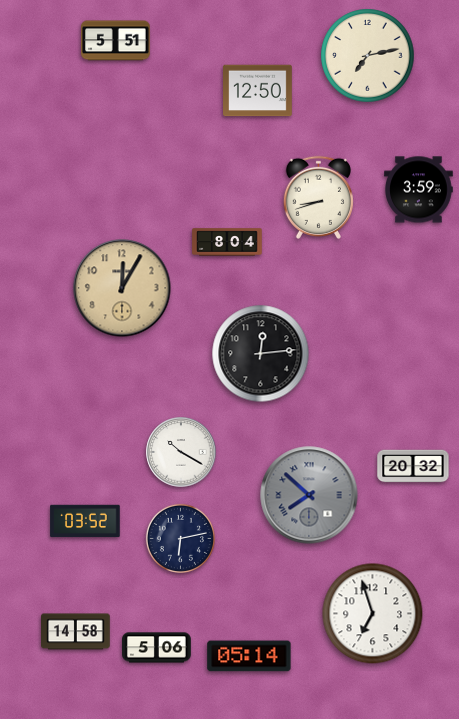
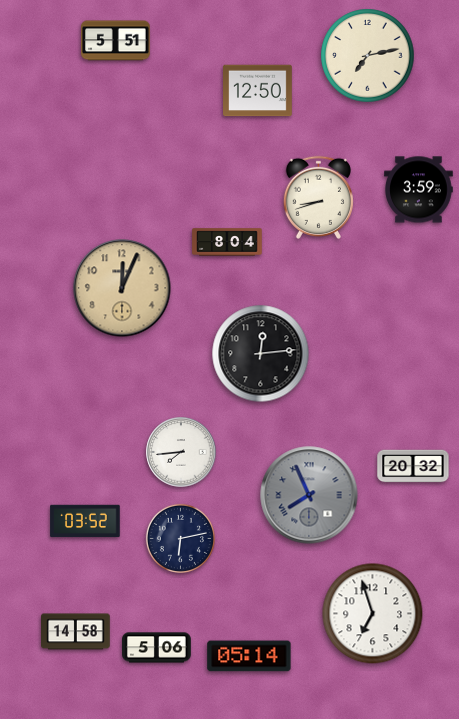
clock at (122, 288): 12:05 -> 12:04
clock at (181, 452): 10:20 -> 7:44
clock at (309, 495): 7:52 -> 7:56
